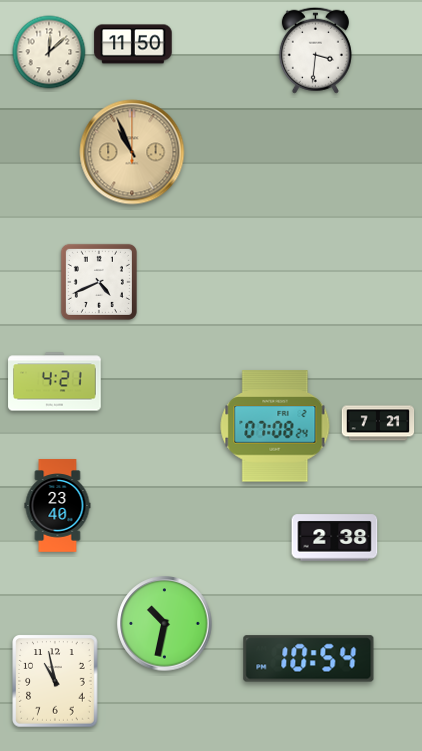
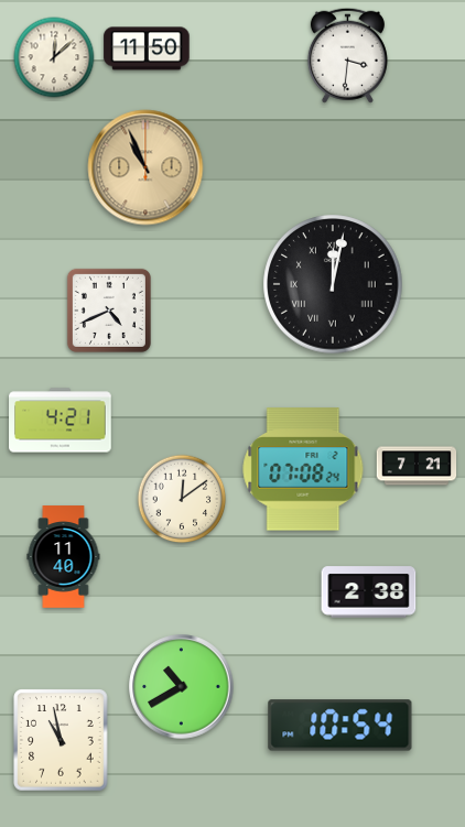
clock at (333, 284): none -> 12:02
clock at (182, 499): none -> 12:09
clock at (58, 506): 23:40 -> 11:40
clock at (165, 624): 10:32 -> 10:40
clock at (55, 681) position: (55, 681) -> (61, 740)
